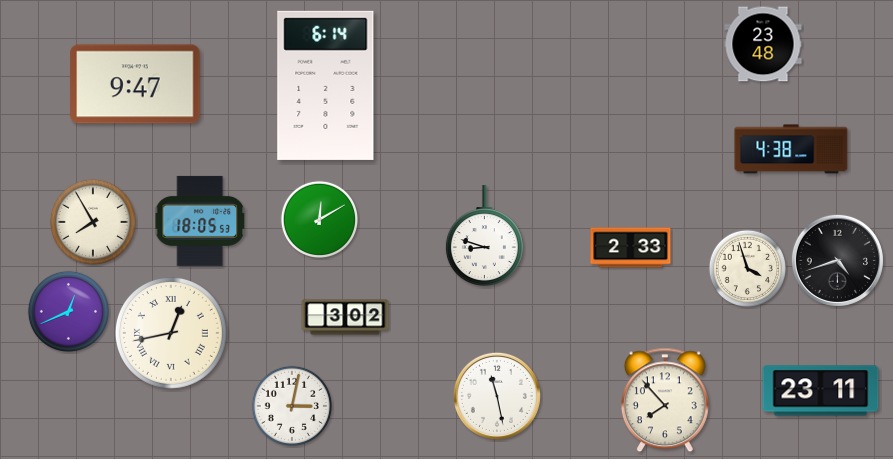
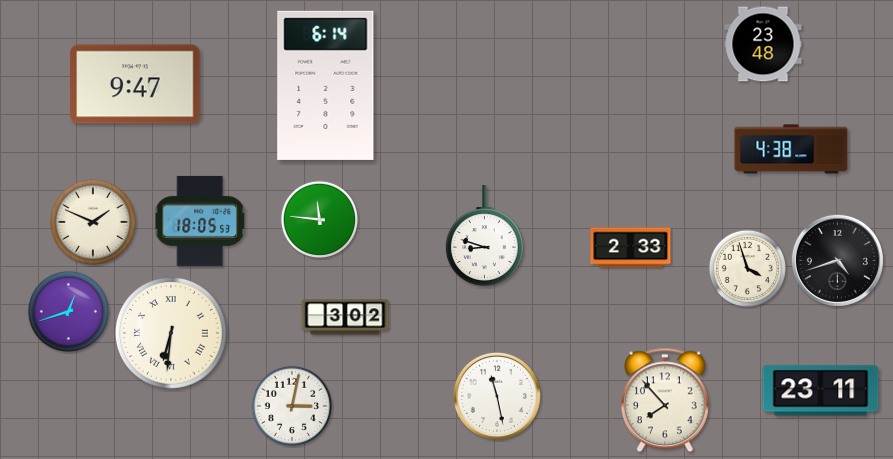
clock at (320, 220): 12:10 -> 11:46
clock at (93, 222): 7:55 -> 1:49
clock at (68, 311): 12:41 -> 12:42
clock at (171, 333): 12:43 -> 6:31
